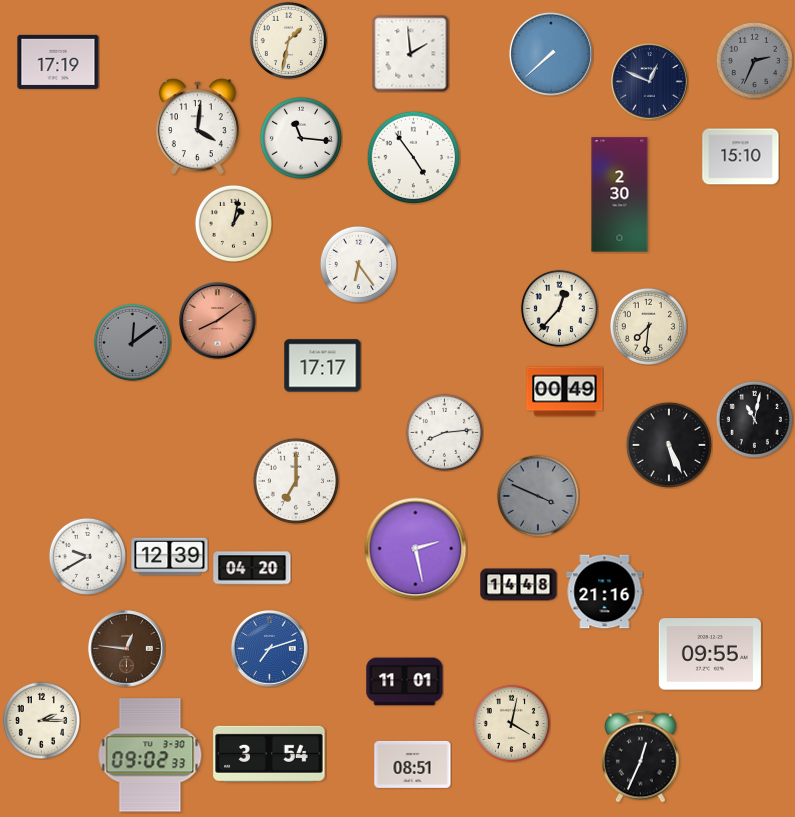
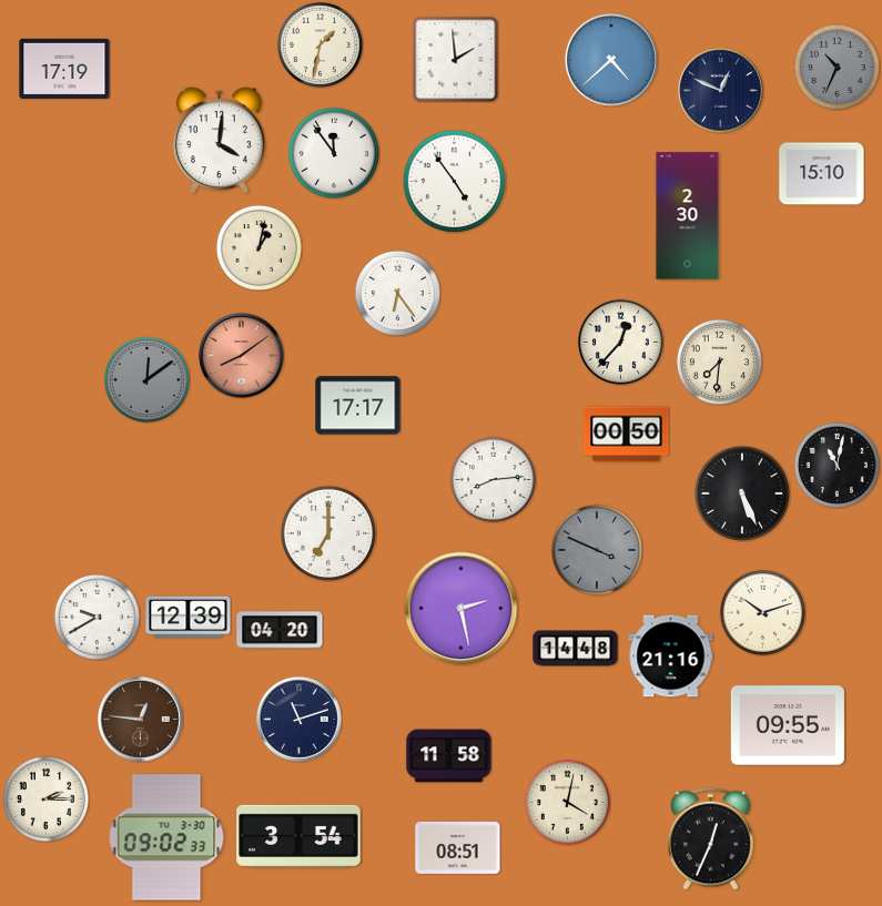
clock at (551, 54): 7:38 -> 4:38
clock at (754, 60): 2:34 -> 10:34
clock at (301, 138): 11:16 -> 11:54
clock at (413, 157) position: (413, 157) -> (454, 181)
clock at (565, 392): 00:49 -> 00:50
clock at (762, 612): none -> 10:12
clock at (270, 649): 7:12 -> 11:12
clock at (270, 649) dial: blue -> navy
clock at (405, 682): 11:01 -> 11:58
